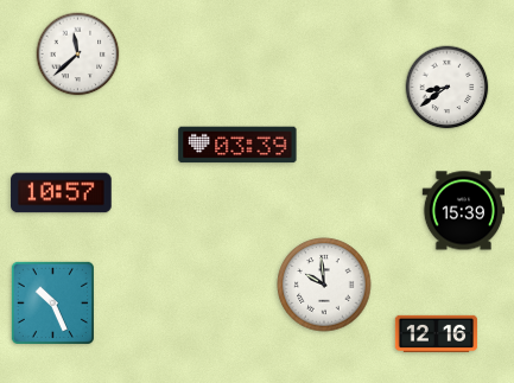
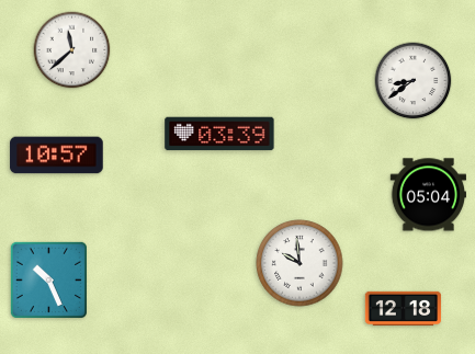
clock at (62, 193) position: (62, 193) -> (57, 156)
clock at (463, 211): 15:39 -> 05:04
clock at (437, 333): 12:16 -> 12:18
